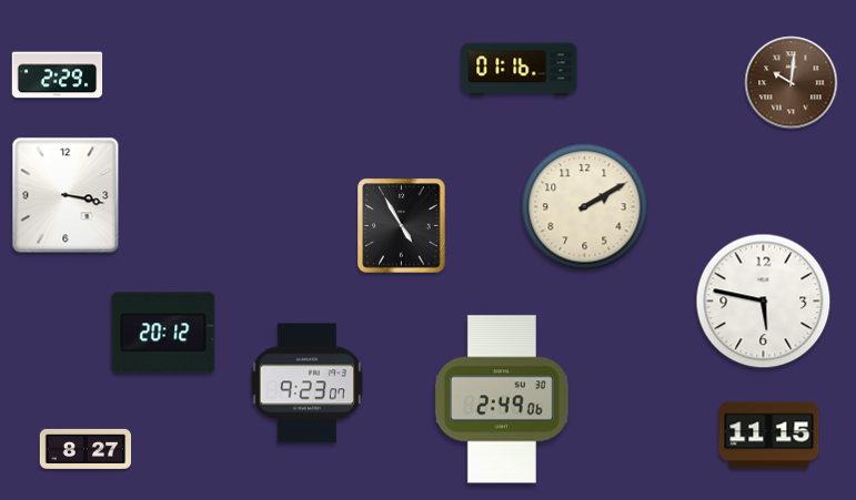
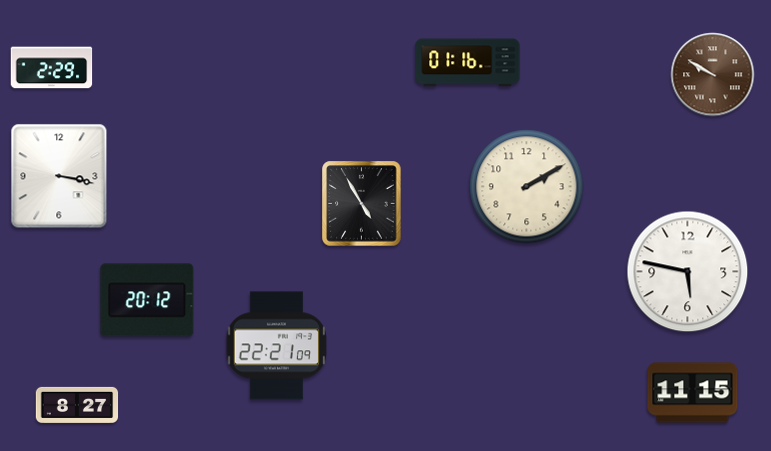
clock at (792, 83): 10:01 -> 9:50
clock at (306, 384): 9:23 -> 22:21
clock at (502, 399): 2:49 -> none
